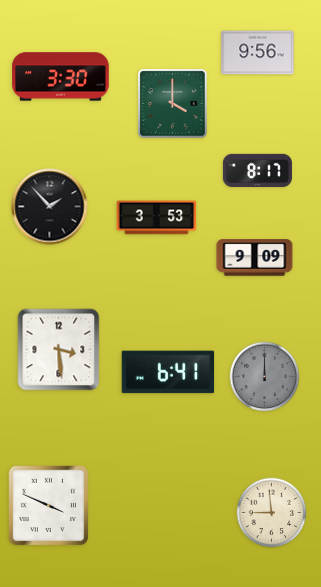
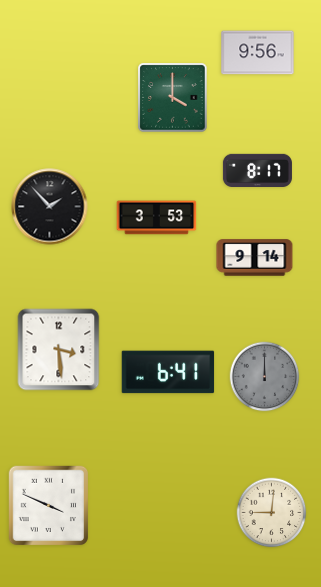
clock at (61, 77): 3:30 -> none
clock at (173, 104) position: (173, 104) -> (173, 98)
clock at (255, 258): 9:09 -> 9:14
clock at (272, 513): 8:59 -> 9:01
